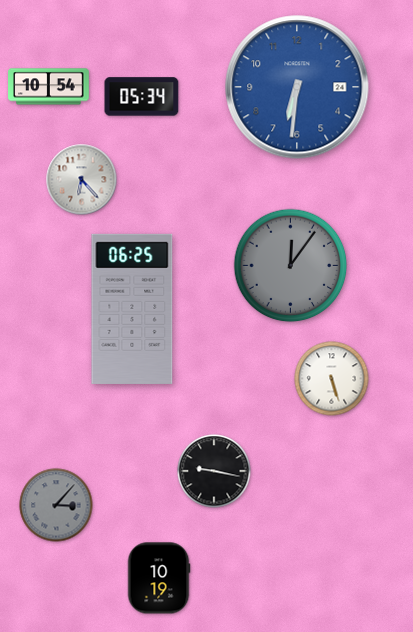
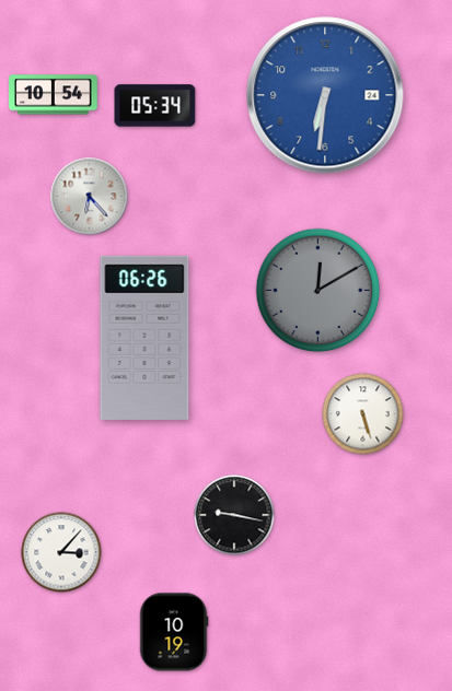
clock at (291, 266): 12:06 -> 12:10
clock at (132, 309): 06:25 -> 06:26
clock at (56, 505) dial: grey -> white
